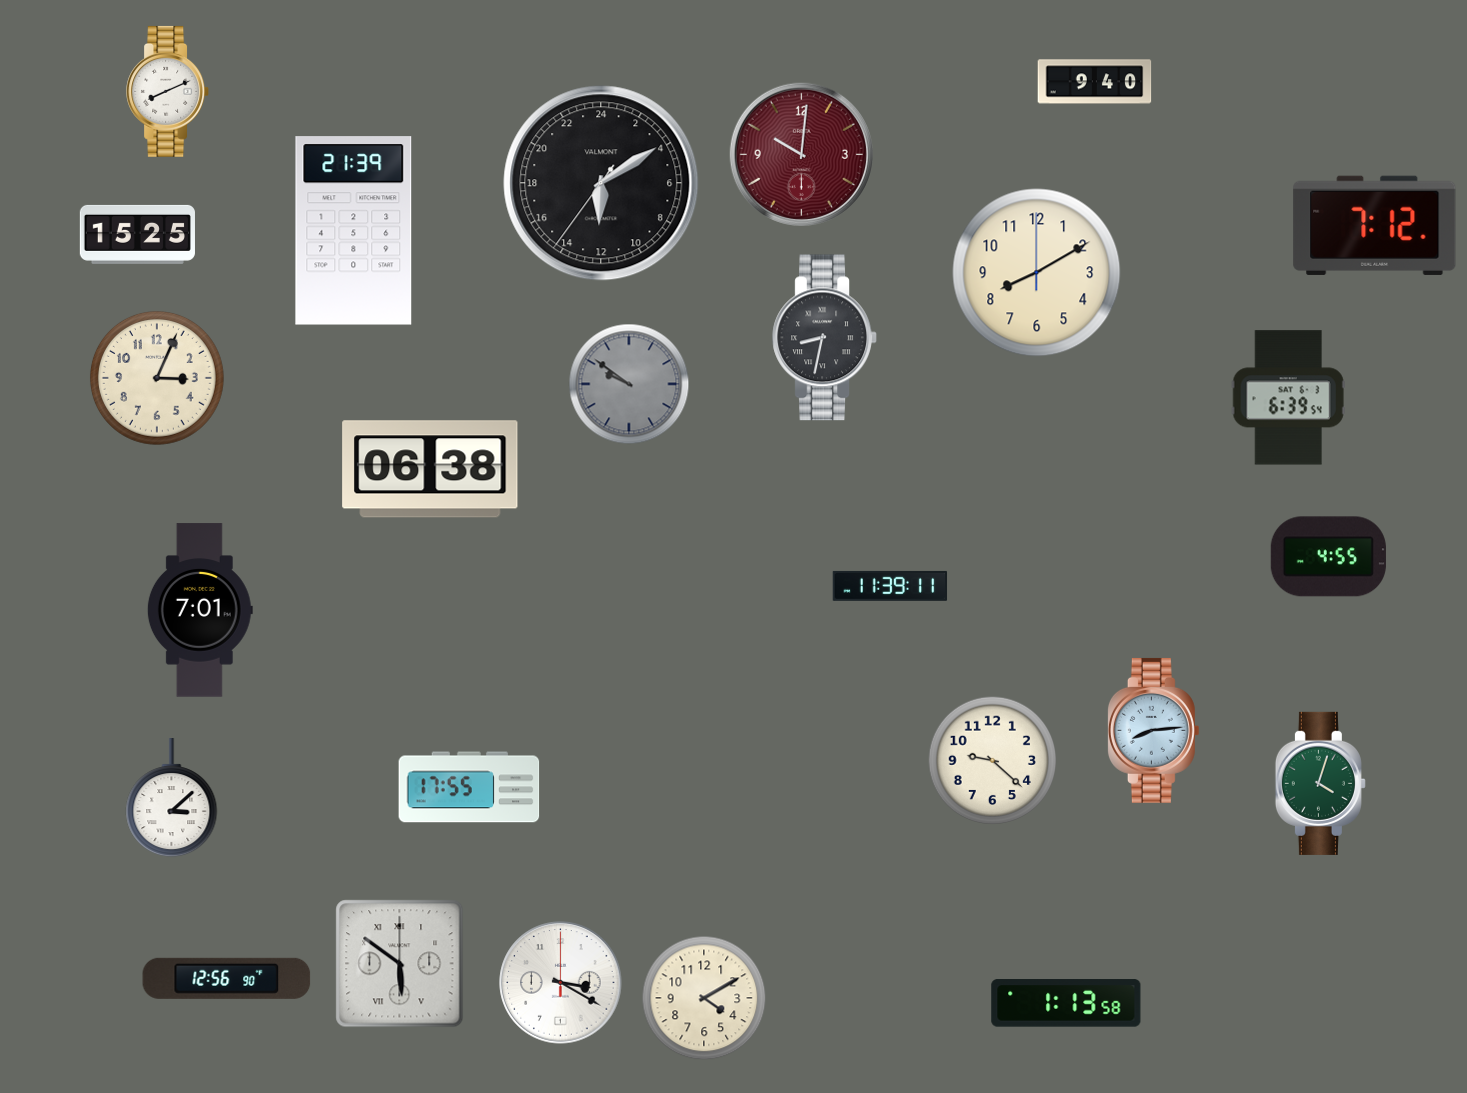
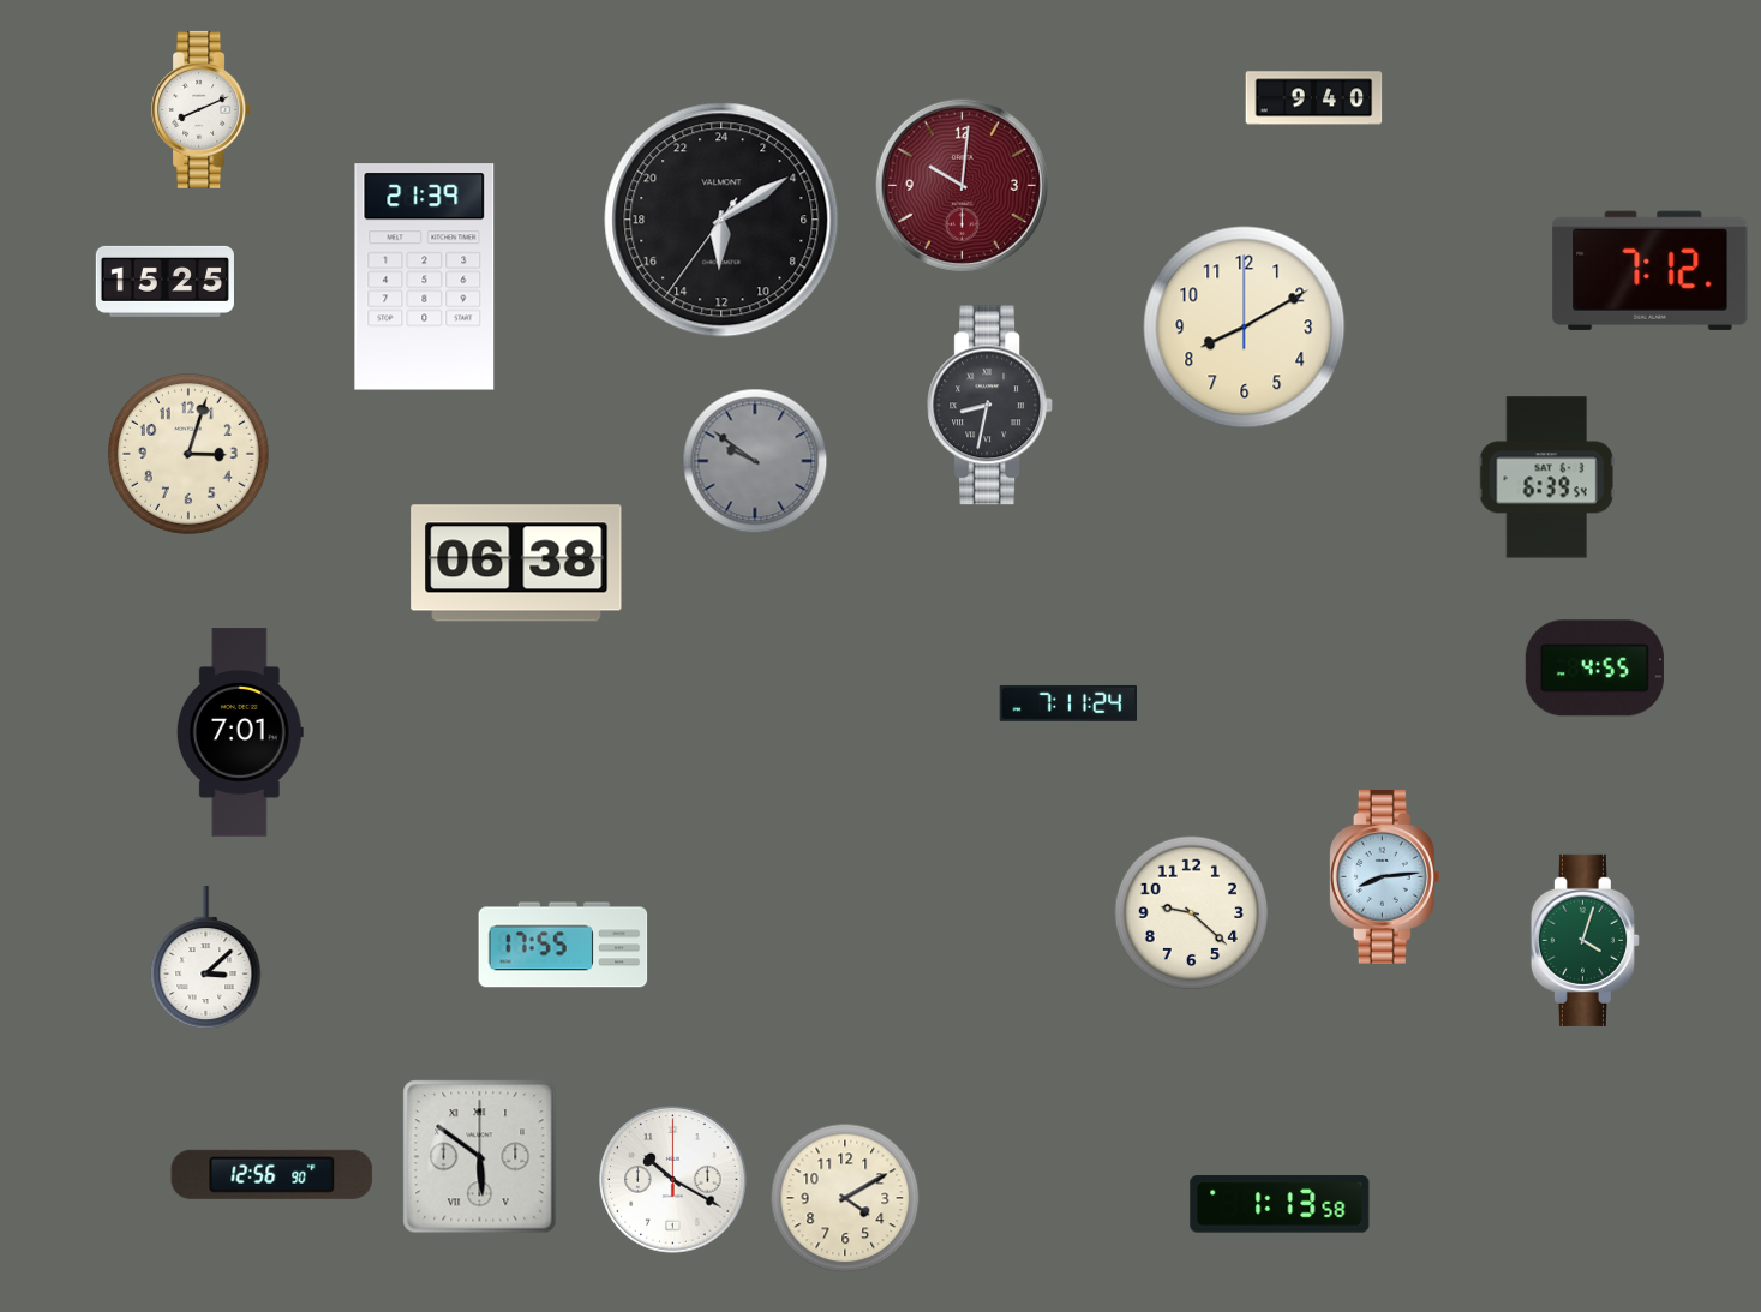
clock at (157, 378): 3:04 -> 3:03
clock at (890, 586): 11:39 -> 7:11
clock at (561, 983): 3:20 -> 10:20
